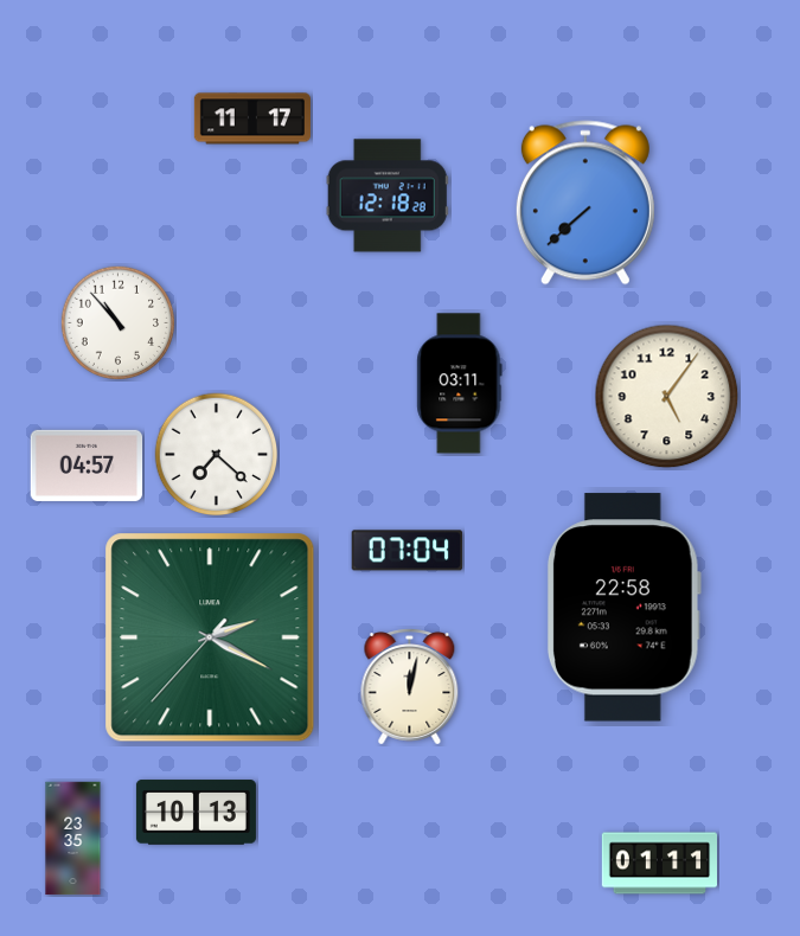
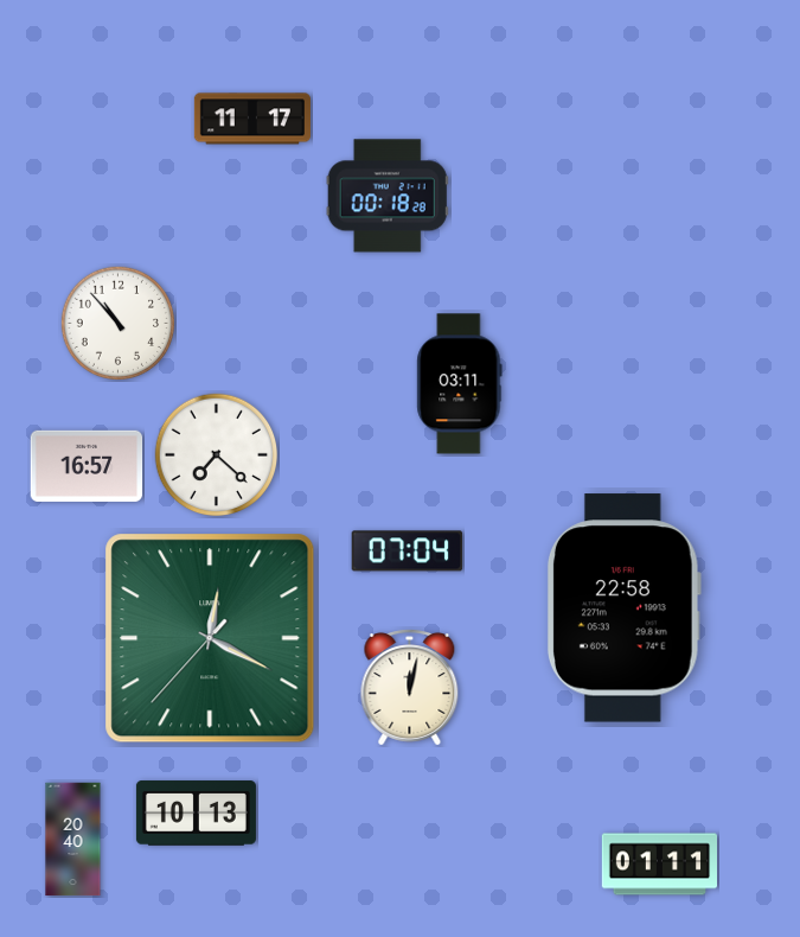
clock at (388, 195): 12:18 -> 00:18
clock at (585, 203): 7:38 -> none
clock at (667, 397): 5:06 -> none
clock at (87, 466): 04:57 -> 16:57
clock at (210, 637): 2:19 -> 12:19
clock at (73, 839): 23:35 -> 20:40
